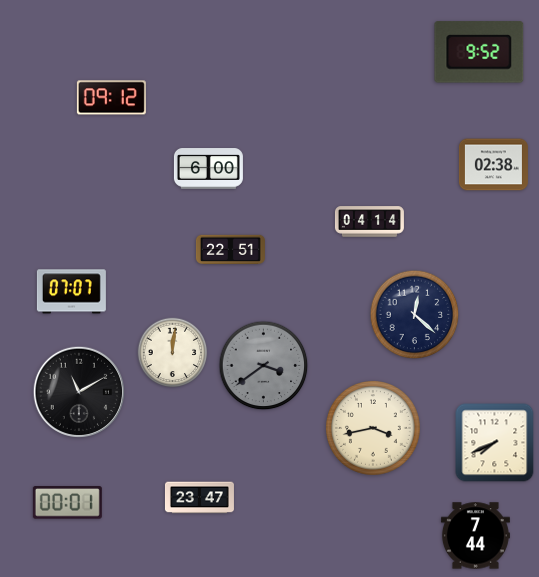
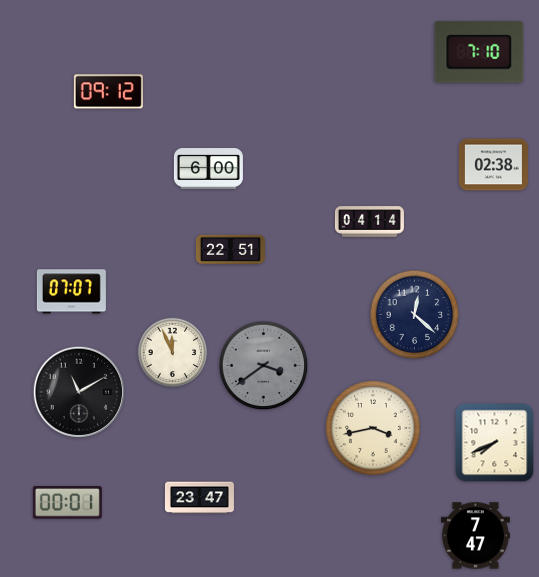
clock at (479, 52): 9:52 -> 7:10
clock at (111, 98) position: (111, 98) -> (108, 92)
clock at (173, 353): 12:01 -> 11:56
clock at (475, 536): 7:44 -> 7:47
